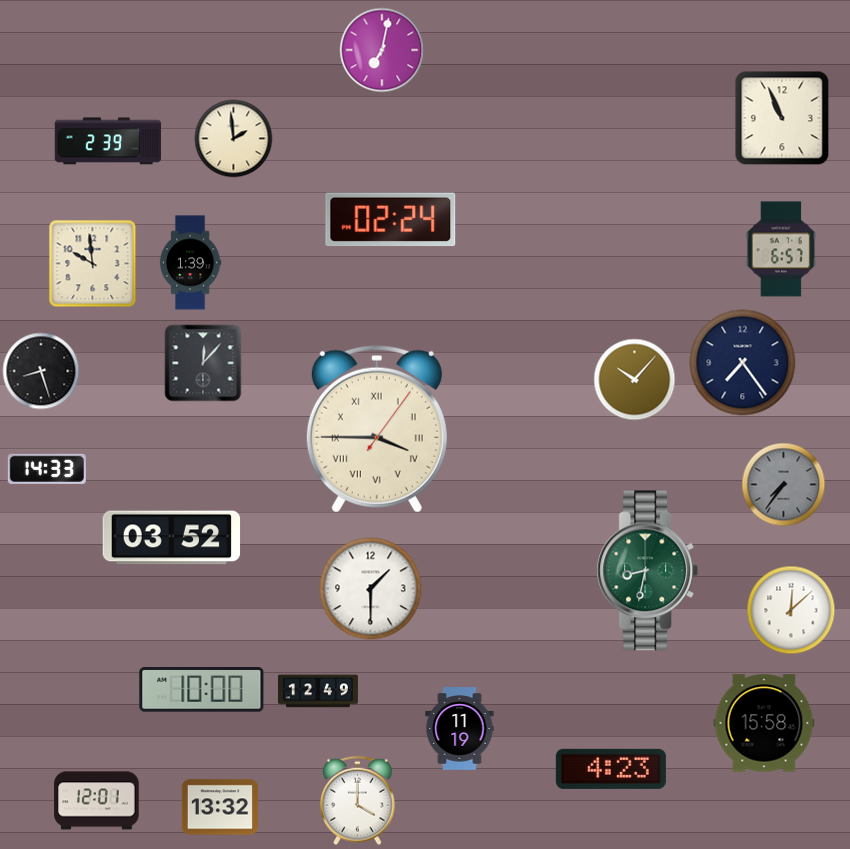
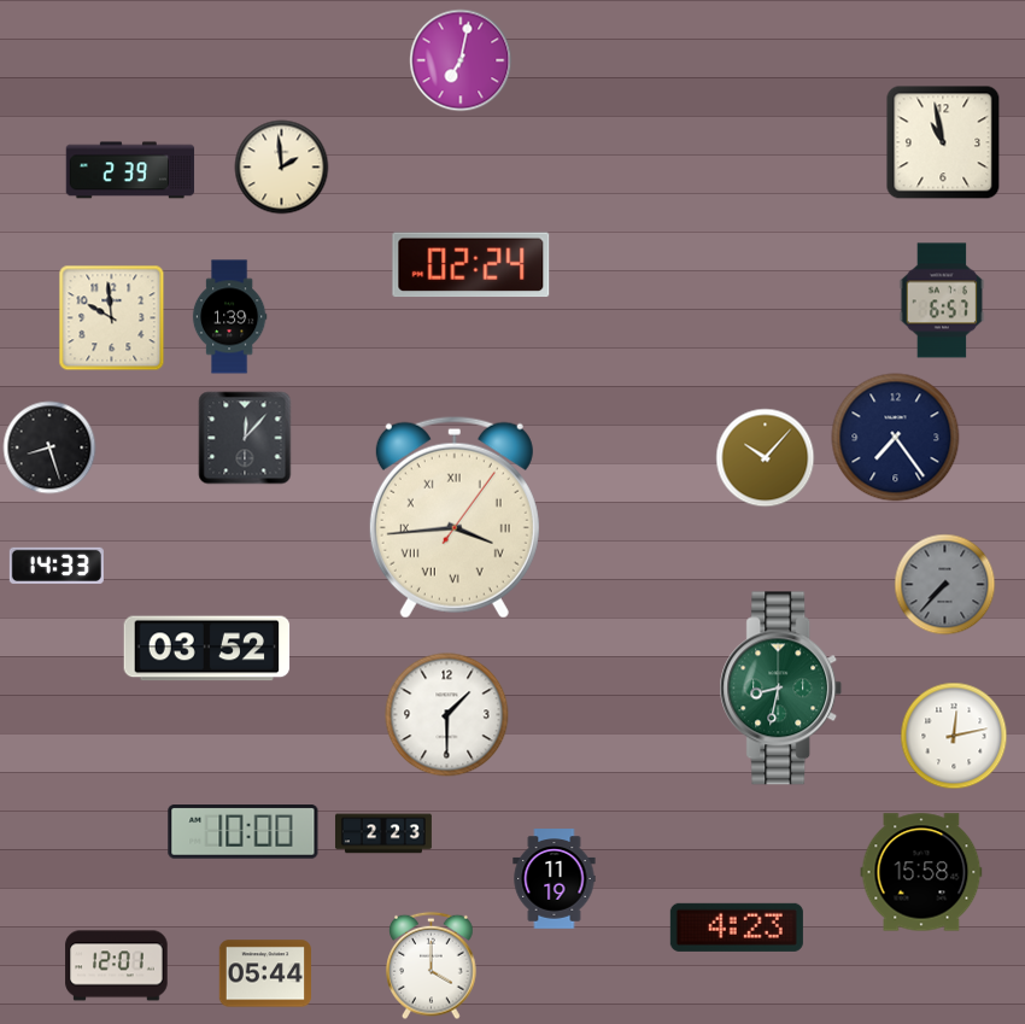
clock at (782, 118): 10:56 -> 10:58
clock at (377, 429): 3:45 -> 3:44
clock at (784, 485): 7:36 -> 7:37
clock at (371, 589) position: (371, 589) -> (447, 715)
clock at (791, 610): 12:08 -> 12:13
clock at (318, 691): 12:49 -> 2:23
clock at (219, 807): 13:32 -> 05:44
